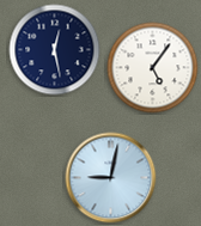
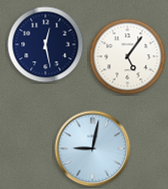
clock at (55, 50) position: (55, 50) -> (46, 45)
